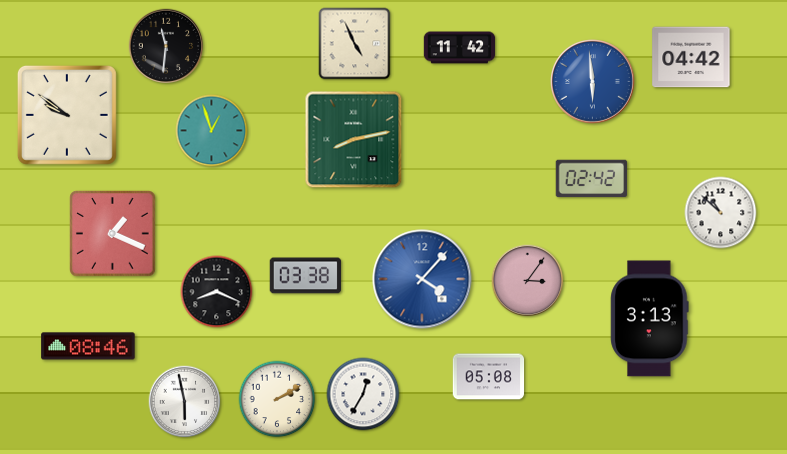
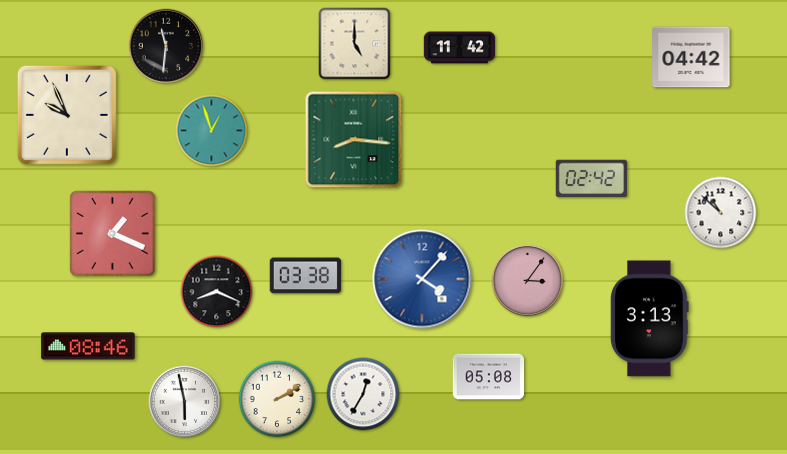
clock at (355, 44): 4:56 -> 5:00
clock at (593, 82): 5:59 -> none
clock at (67, 115): 9:51 -> 9:56
clock at (354, 140): 8:13 -> 8:16
